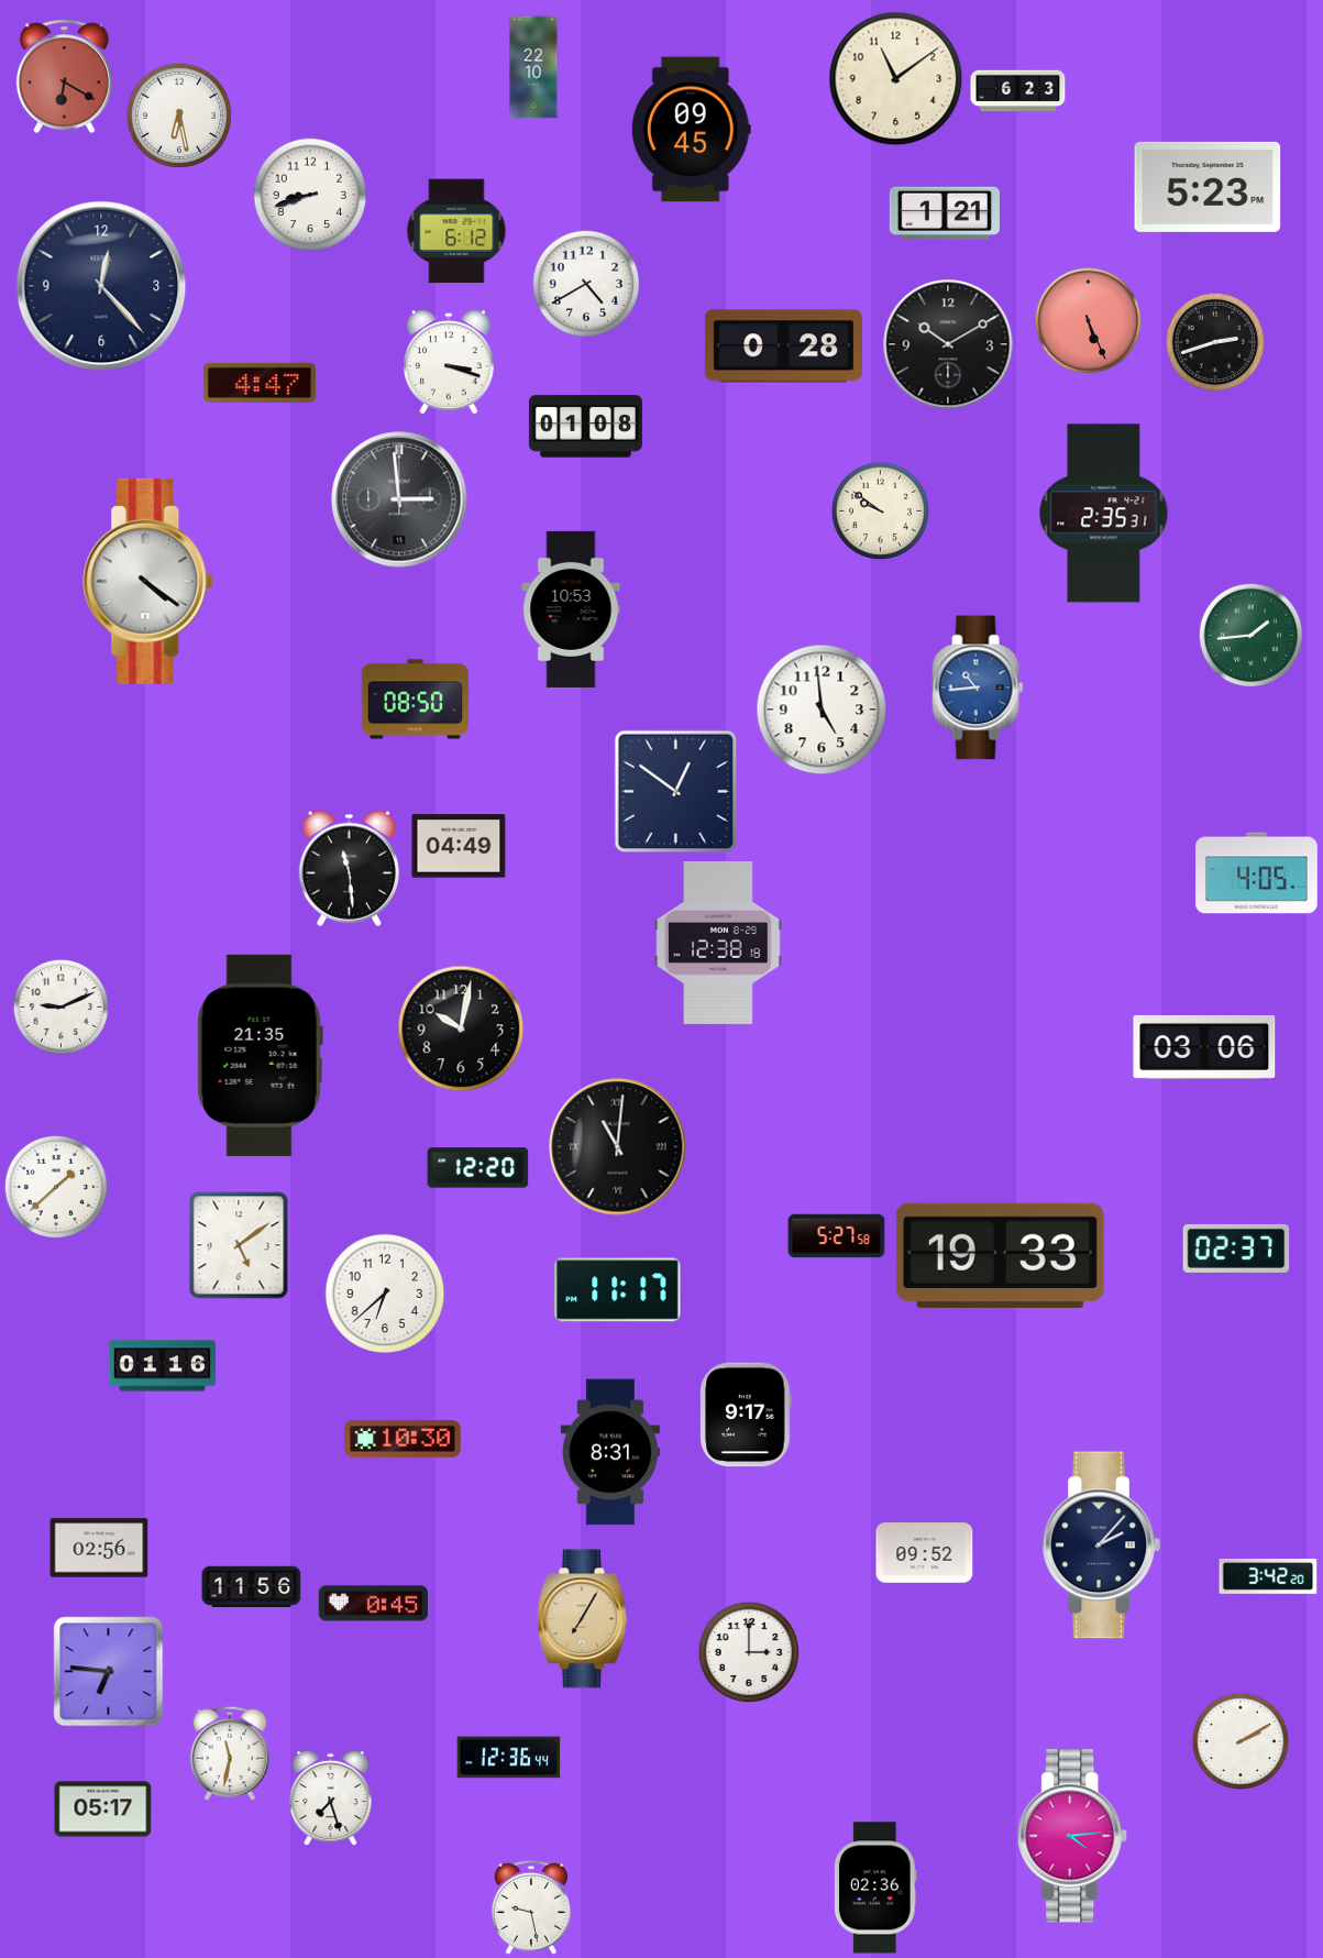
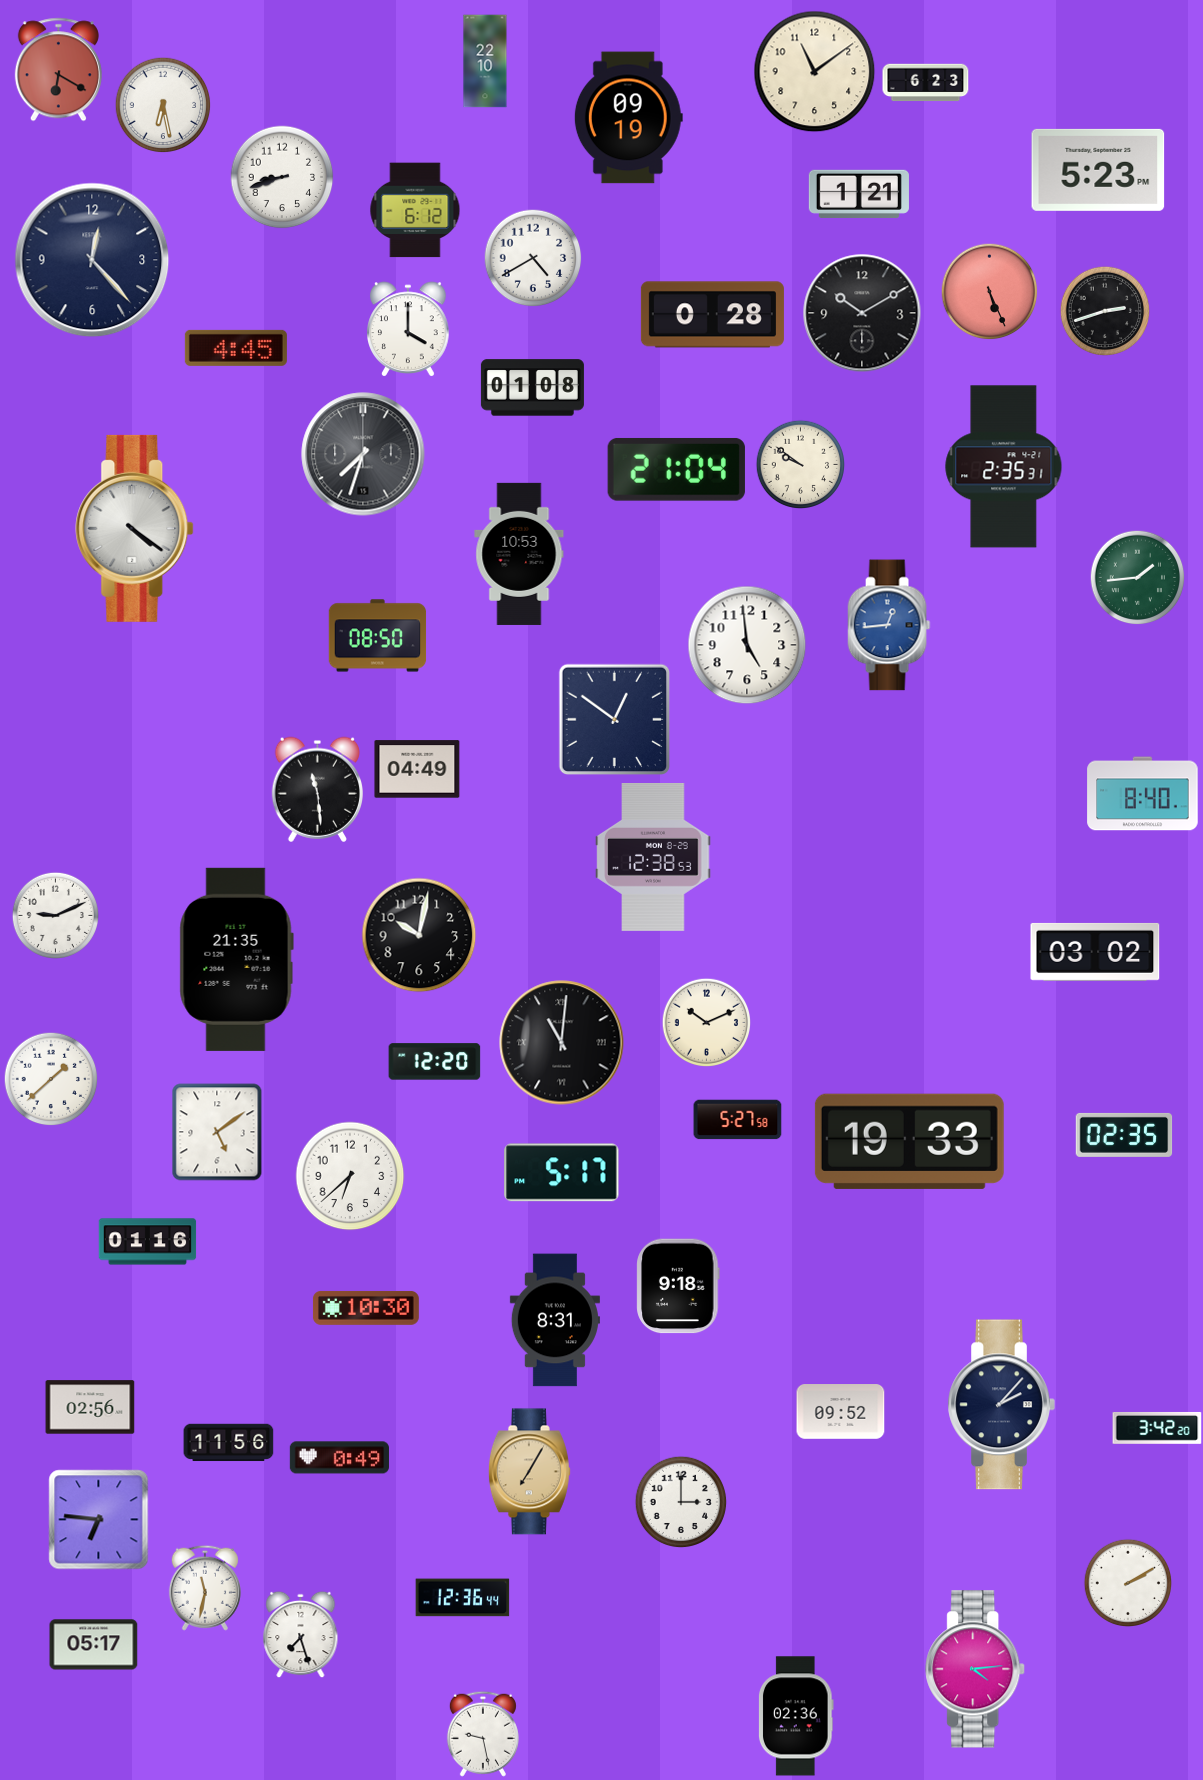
clock at (691, 130): 09:45 -> 09:19
clock at (450, 362): 3:18 -> 4:00
clock at (260, 383): 4:47 -> 4:45
clock at (399, 499): 2:59 -> 7:33
clock at (676, 469): none -> 21:04
clock at (978, 687): 10:44 -> 12:44
clock at (1257, 873): 4:05 -> 8:40
clock at (718, 944): 12:38:18 -> 12:38:53
clock at (1204, 1047): 03:06 -> 03:02
clock at (706, 1022): none -> 10:11
clock at (837, 1236) position: (837, 1236) -> (738, 1120)
clock at (1236, 1248): 02:37 -> 02:35
clock at (618, 1290): 11:17 -> 5:17
clock at (746, 1415): 9:17 -> 9:18
clock at (1268, 1576) position: (1268, 1576) -> (1157, 1428)
clock at (373, 1604): 0:45 -> 0:49
clock at (230, 1753) position: (230, 1753) -> (205, 1588)
